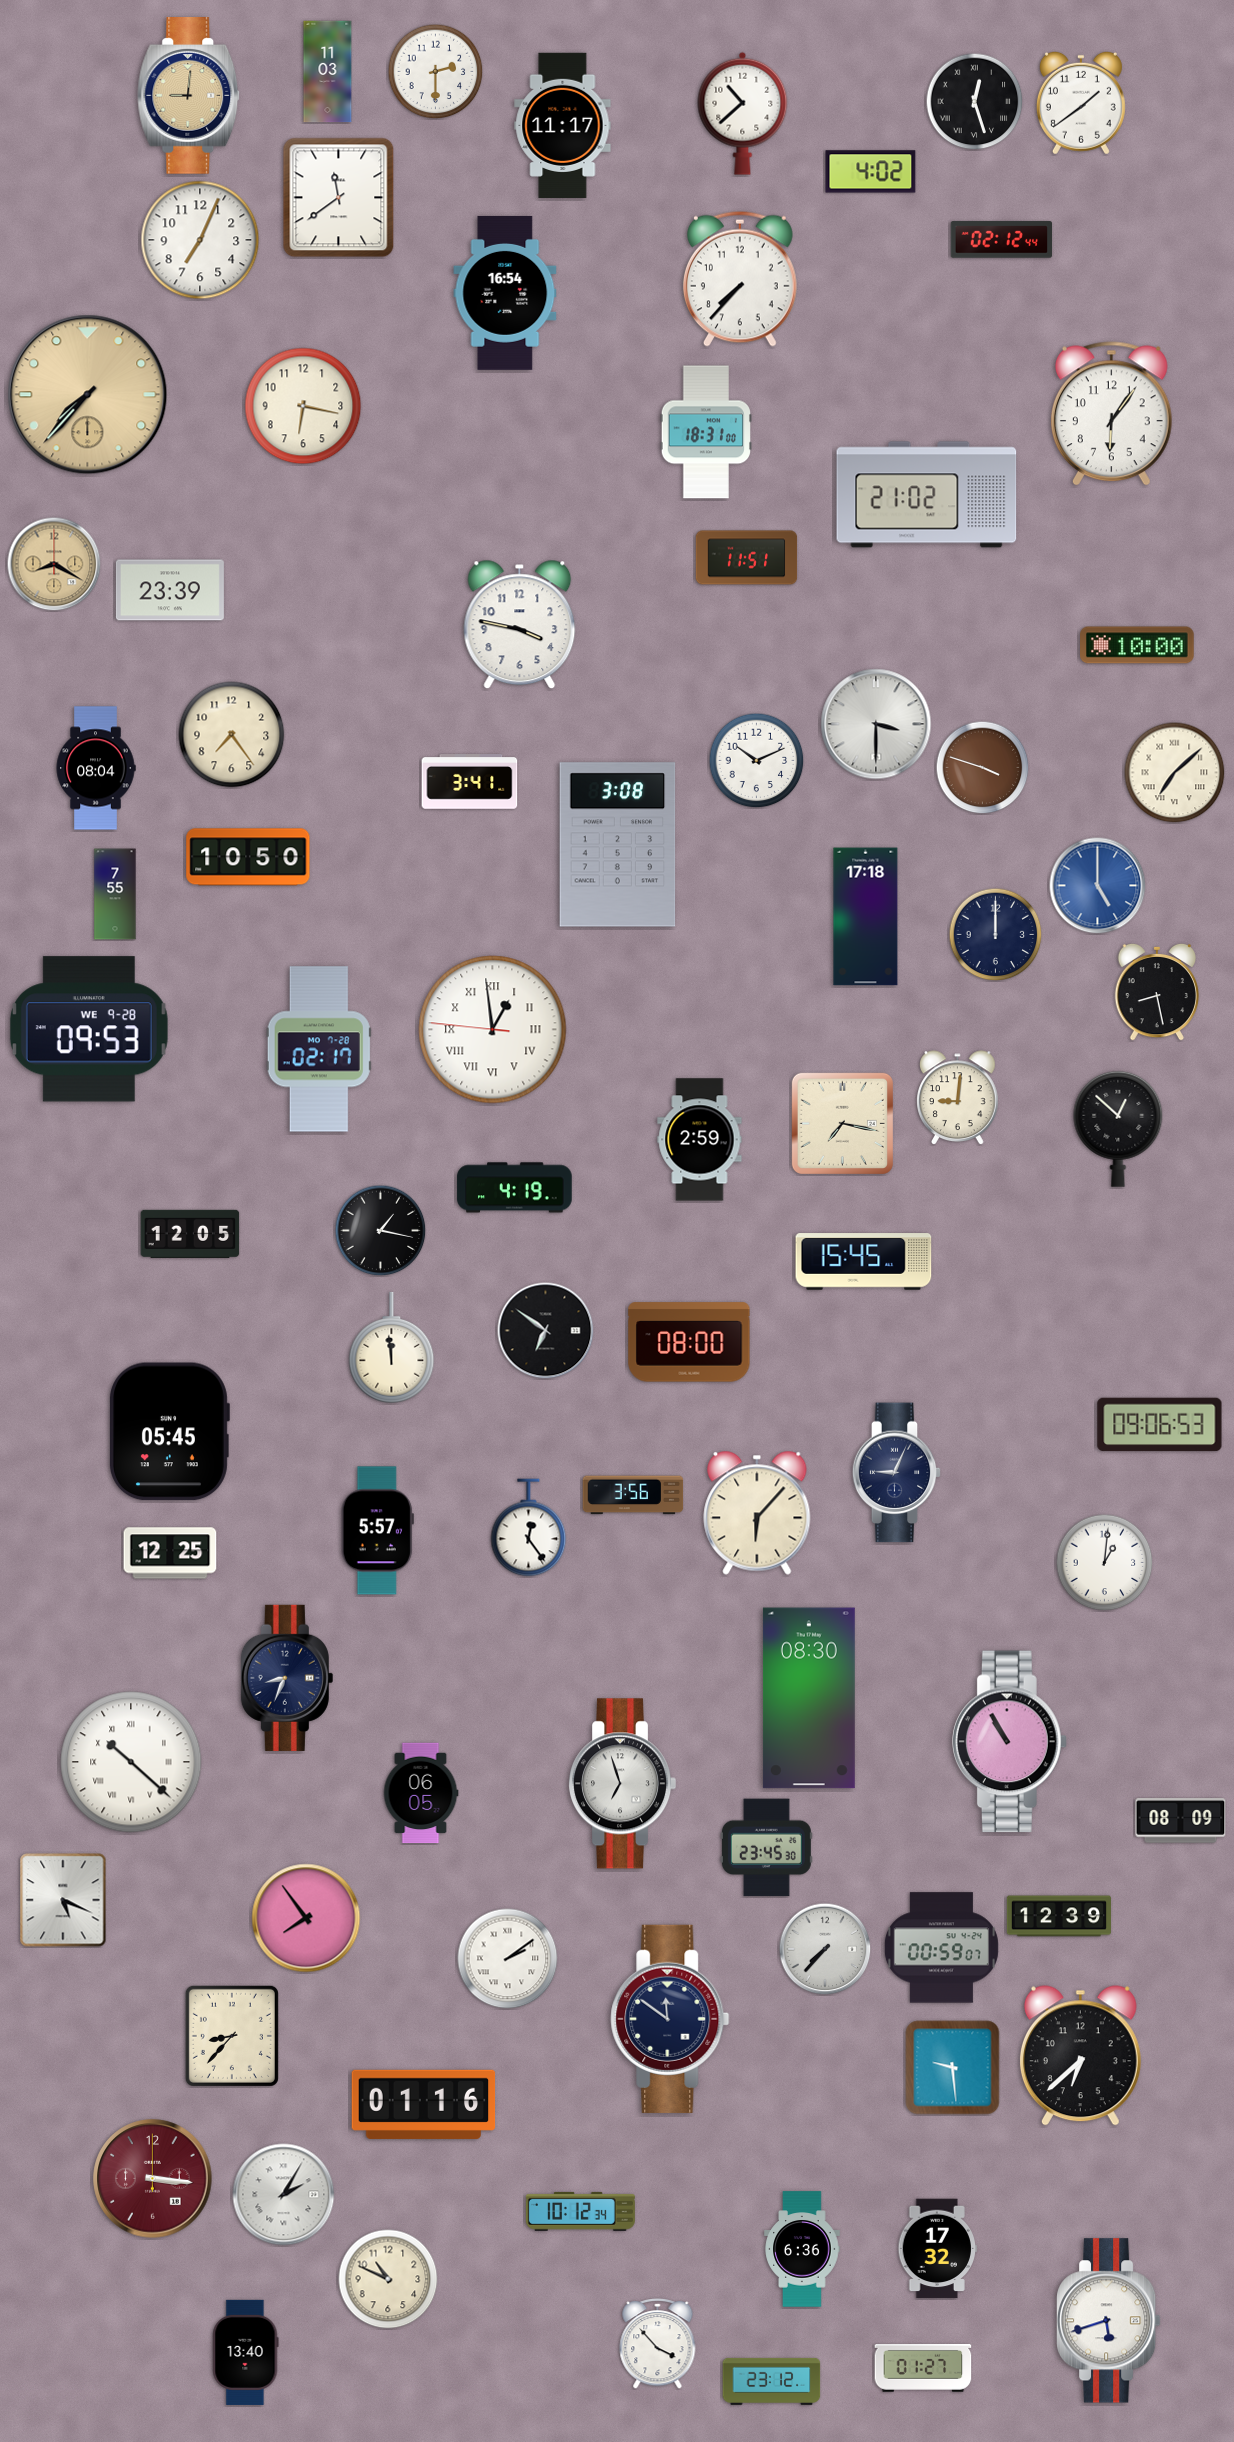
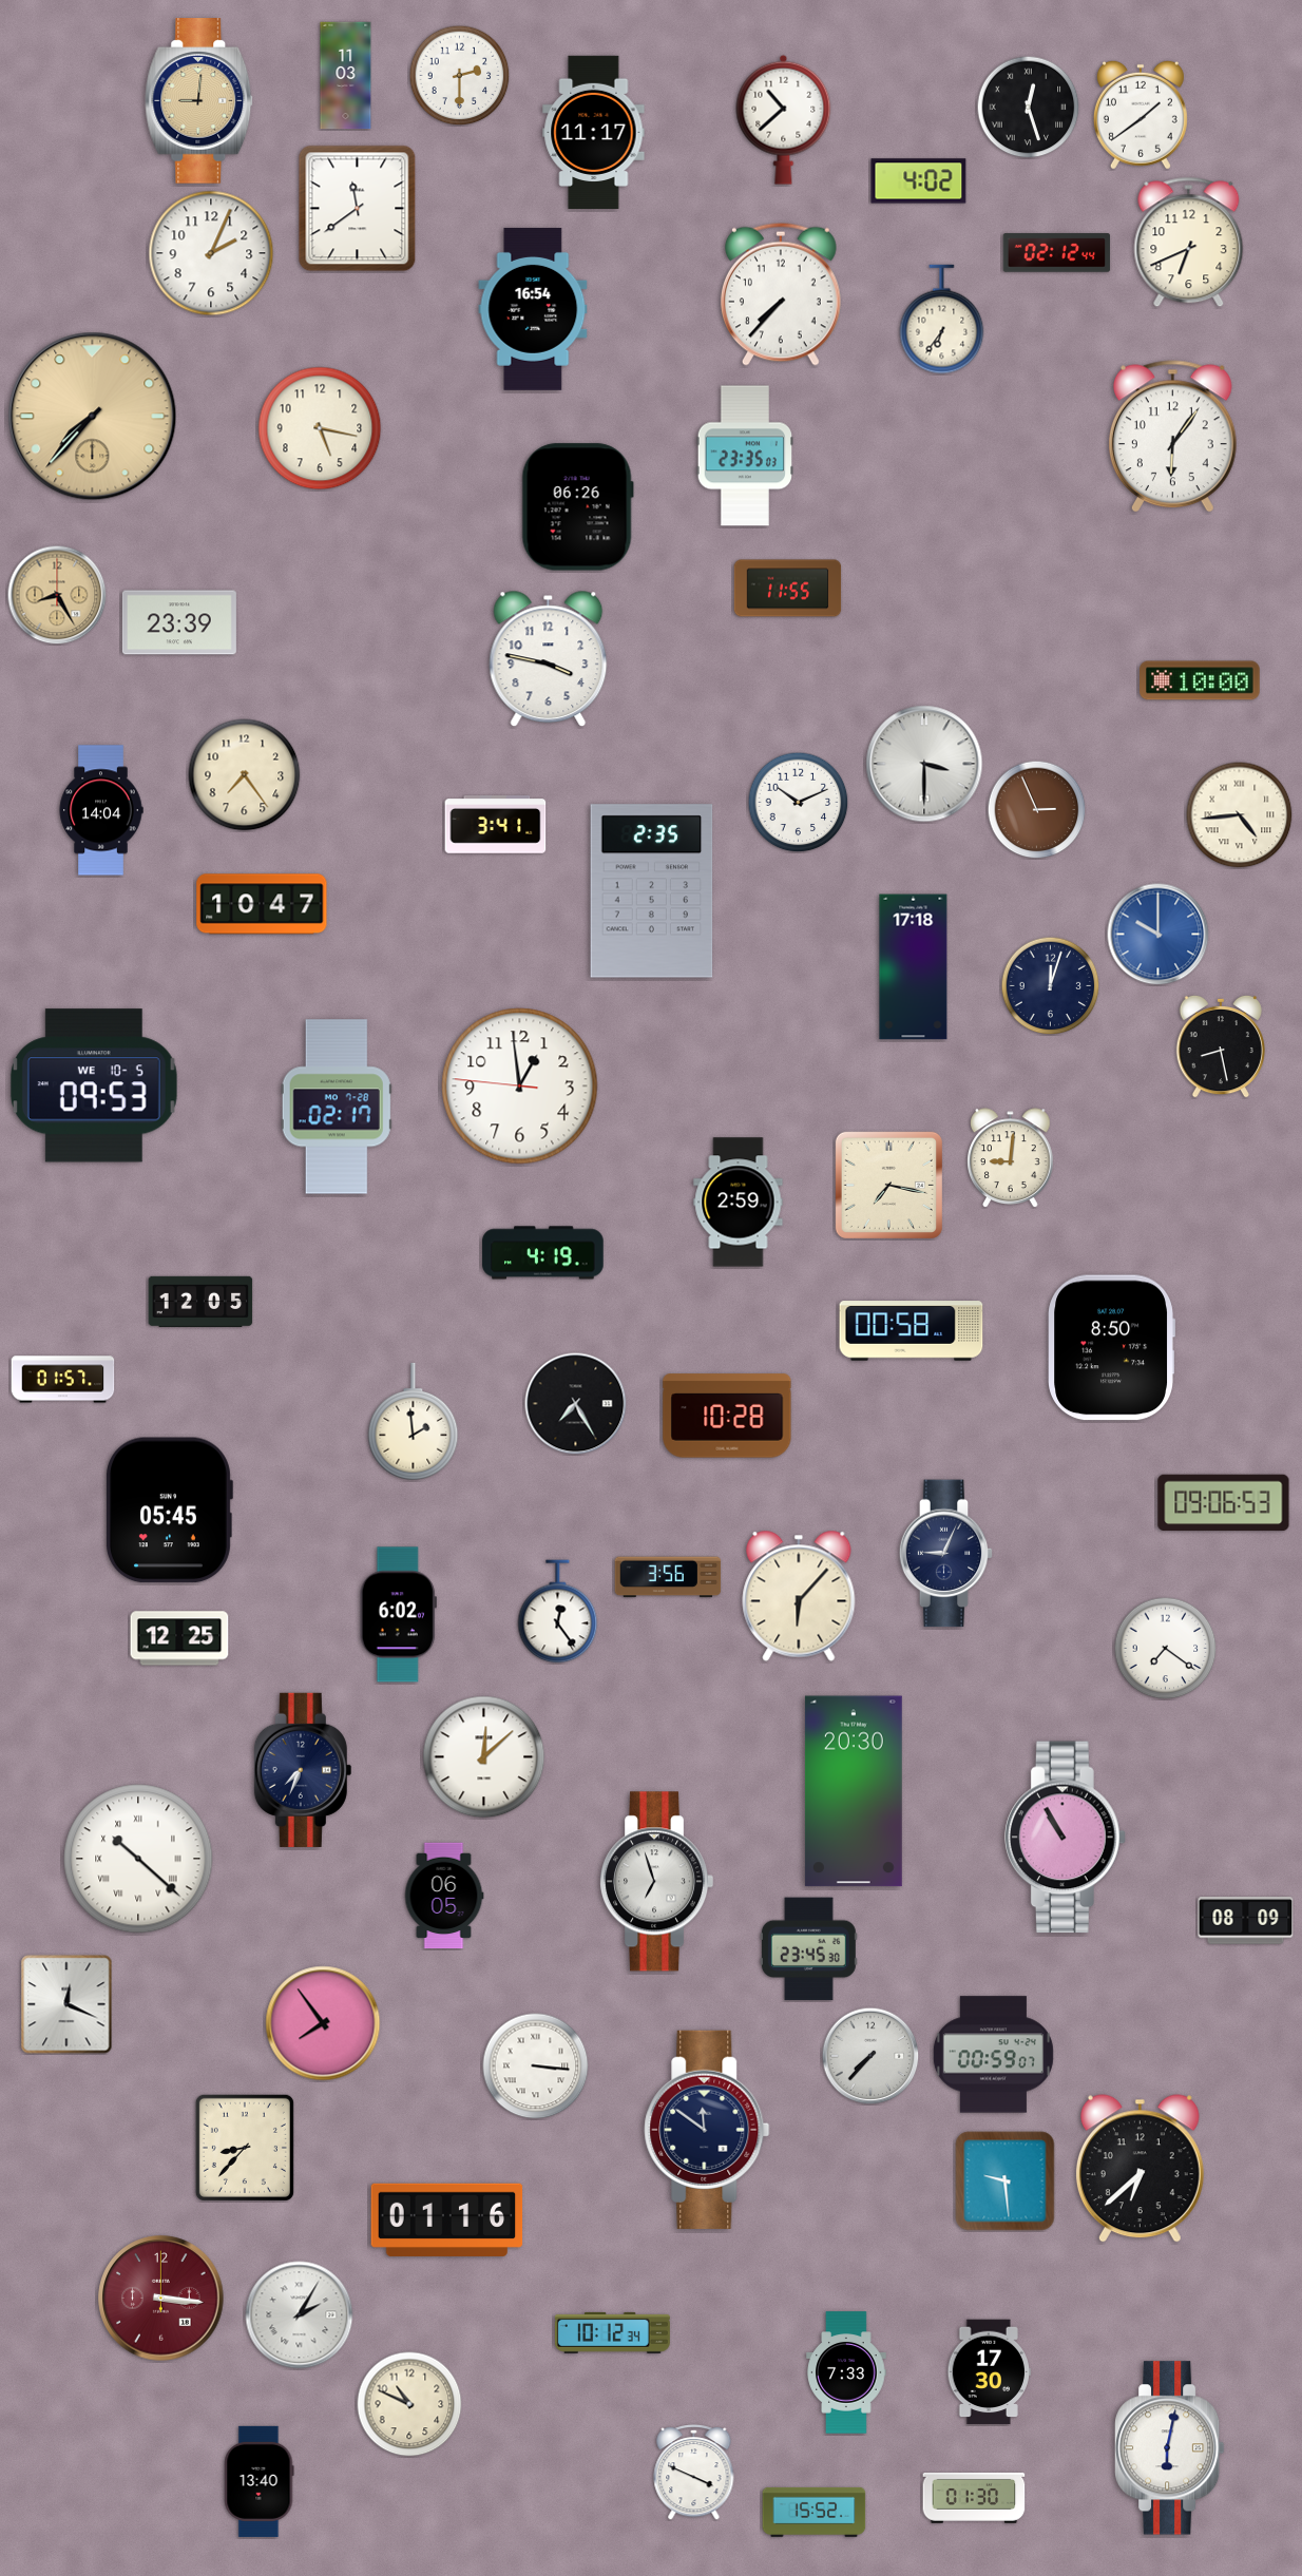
clock at (1081, 103) position: (1081, 103) -> (1141, 115)
clock at (1189, 243): none -> 6:41
clock at (200, 240): 7:04 -> 2:04
clock at (942, 320): none -> 6:36
clock at (303, 406): 6:17 -> 5:17
clock at (705, 432): 18:31 -> 23:35
clock at (577, 507): none -> 06:26
clock at (927, 495): 21:02 -> none
clock at (747, 558): 11:51 -> 11:55
clock at (54, 564): 8:20 -> 8:25
clock at (982, 767): 3:48 -> 2:56
clock at (96, 768): 08:04 -> 14:04
clock at (1175, 773): 7:08 -> 4:44
clock at (618, 845): 3:08 -> 2:35
clock at (248, 857): 10:50 -> 10:47
clock at (1098, 886): 5:00 -> 10:00
clock at (115, 894): 7:55 -> none
clock at (995, 934): 12:00 -> 12:03
clock at (89, 1029) date: WE 9-28 -> WE 10-5
clock at (493, 1030) numerals: Roman -> Arabic
clock at (1118, 1129): 12:52 -> none
clock at (380, 1230): 1:17 -> none
clock at (864, 1262): 15:45 -> 00:58
clock at (1111, 1348): none -> 8:50
clock at (63, 1380): none -> 01:57
clock at (546, 1331): 6:51 -> 7:25
clock at (689, 1342): 08:00 -> 10:28
clock at (392, 1348): 11:59 -> 1:59
clock at (169, 1432) position: (169, 1432) -> (169, 1511)
clock at (377, 1531): 5:57 -> 6:02
clock at (1104, 1562): 1:01 -> 7:21
clock at (484, 1757): none -> 12:08
clock at (287, 1678): 8:34 -> 7:34
clock at (809, 1698): 08:30 -> 20:30
clock at (421, 1793) position: (421, 1793) -> (444, 1896)
clock at (63, 1900): 5:19 -> 12:19
clock at (1058, 1916): 12:39 -> none
clock at (508, 1959): 2:09 -> 3:16
clock at (802, 2249): 6:36 -> 7:33
clock at (937, 2249): 17:32 -> 17:30
clock at (1109, 2321): 5:42 -> 6:02
clock at (658, 2344): 3:53 -> 3:49
clock at (923, 2368): 01:27 -> 01:30
clock at (772, 2381): 23:12 -> 15:52
